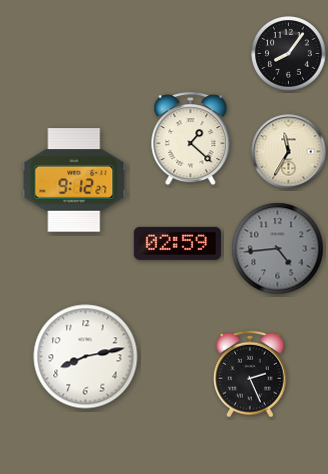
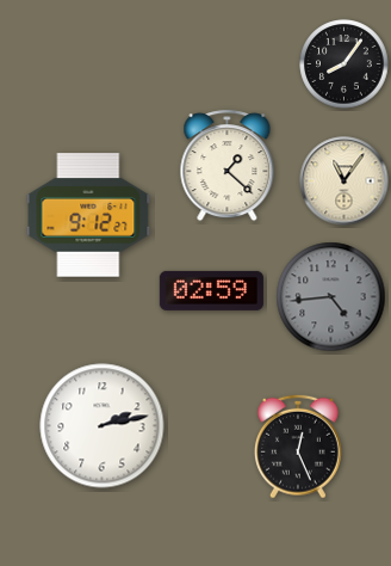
clock at (289, 152): 11:35 -> 11:06
clock at (86, 357): 8:13 -> 2:13
clock at (250, 374): 2:26 -> 12:26
